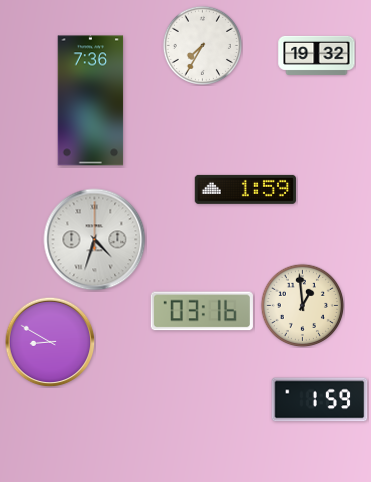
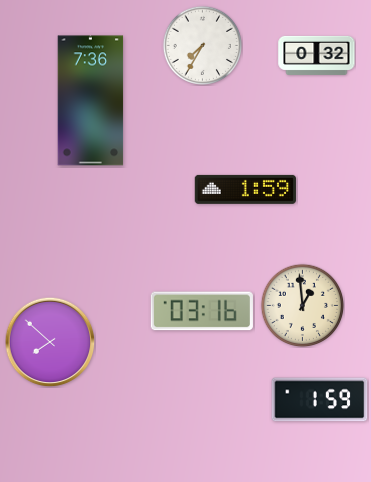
clock at (317, 55): 19:32 -> 0:32
clock at (95, 240): 4:33 -> none
clock at (50, 342): 8:50 -> 7:52
